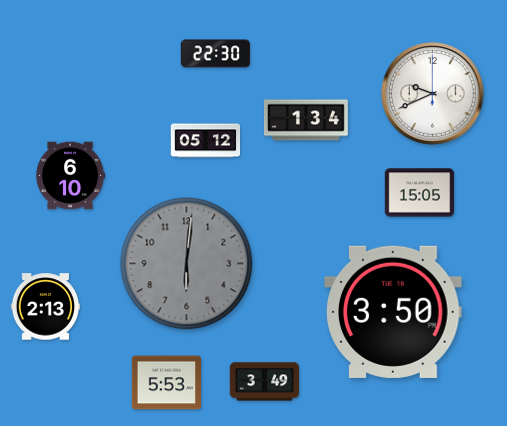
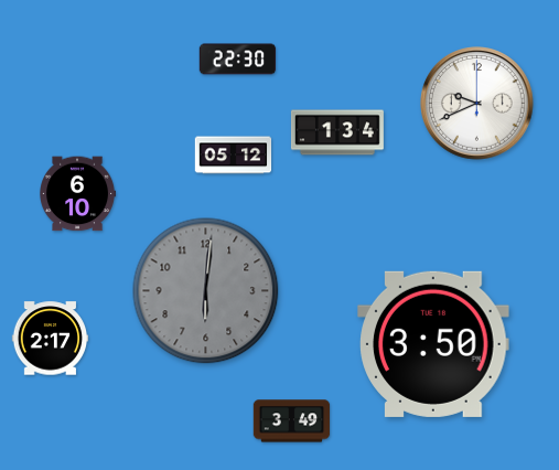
clock at (206, 141) position: (206, 141) -> (234, 156)
clock at (420, 193): 15:05 -> none
clock at (46, 307): 2:13 -> 2:17
clock at (167, 383): 5:53 -> none
